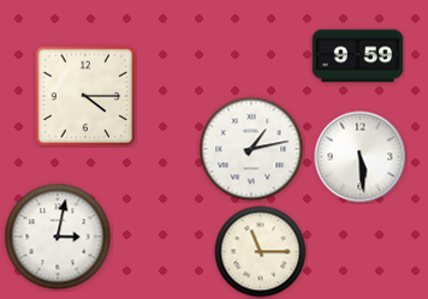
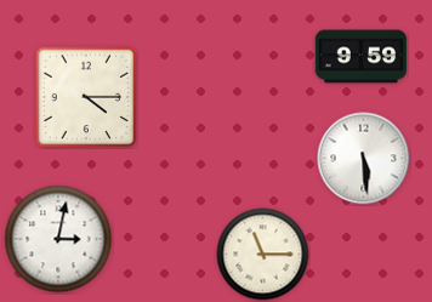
clock at (251, 149): 1:13 -> none
